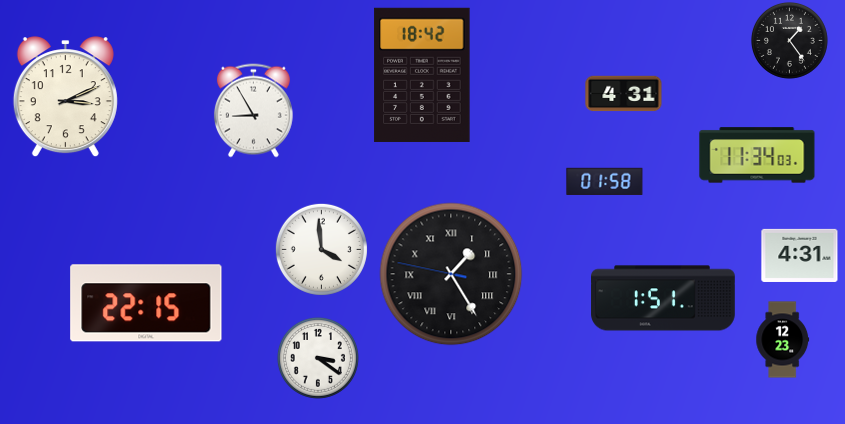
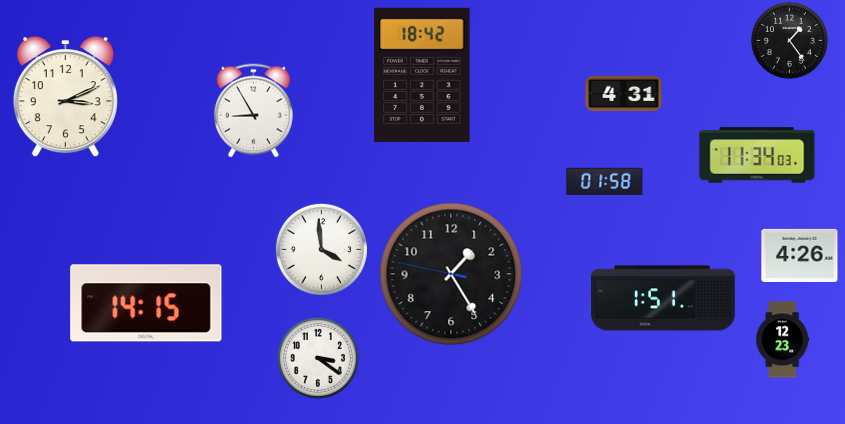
clock at (800, 255): 4:31 -> 4:26
clock at (451, 274) numerals: Roman -> Arabic
clock at (146, 303): 22:15 -> 14:15
